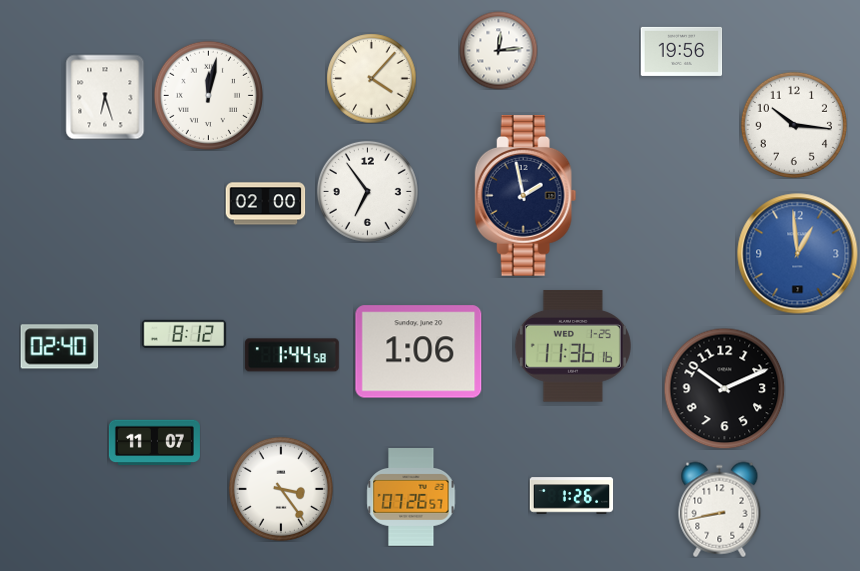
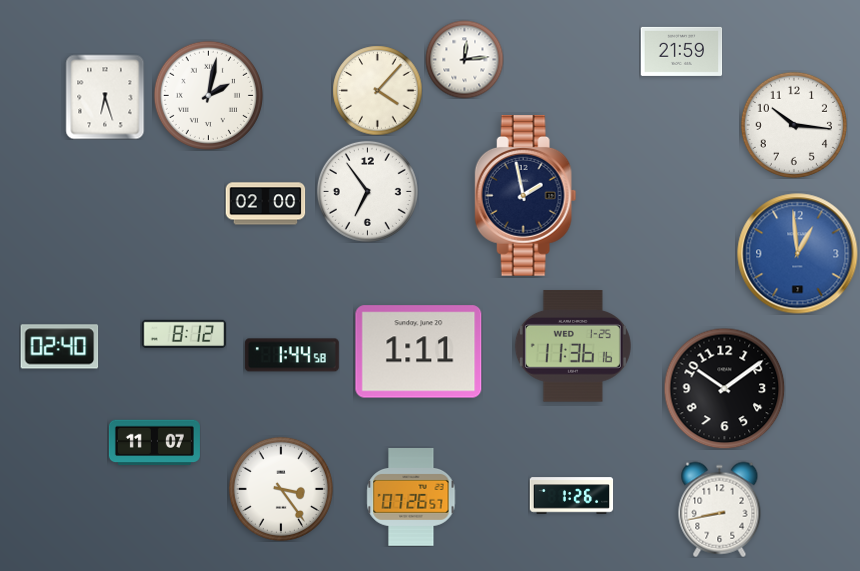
clock at (498, 50) position: (498, 50) -> (464, 59)
clock at (681, 51): 19:56 -> 21:59
clock at (371, 78) position: (371, 78) -> (377, 90)
clock at (208, 95): 12:02 -> 2:02
clock at (419, 352): 1:06 -> 1:11
clock at (724, 388): 10:11 -> 10:09
